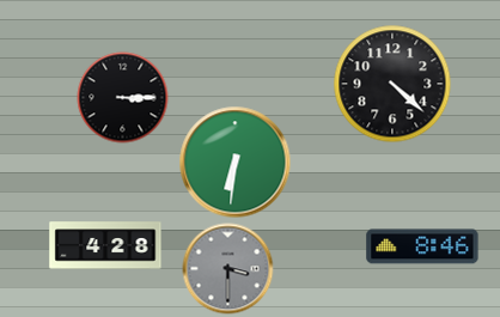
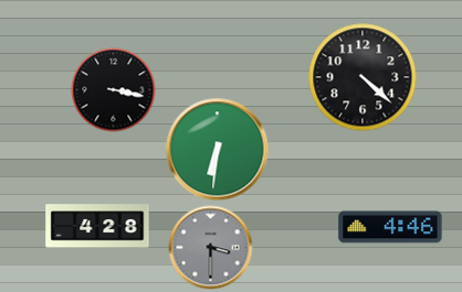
clock at (123, 98): 3:15 -> 3:17
clock at (422, 246): 8:46 -> 4:46
